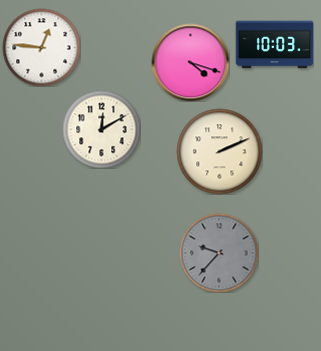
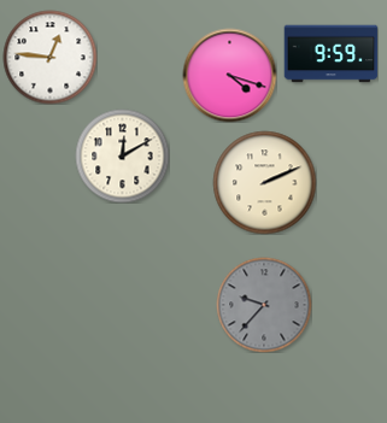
clock at (274, 45): 10:03 -> 9:59
